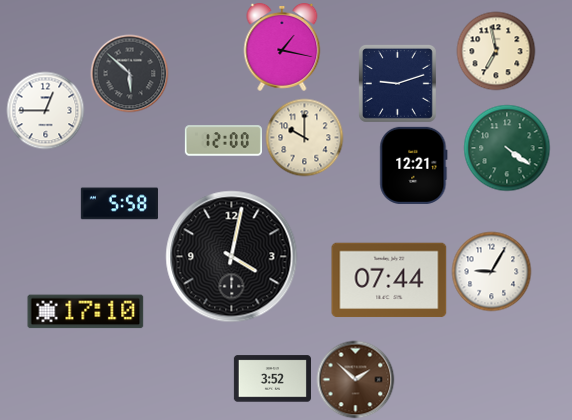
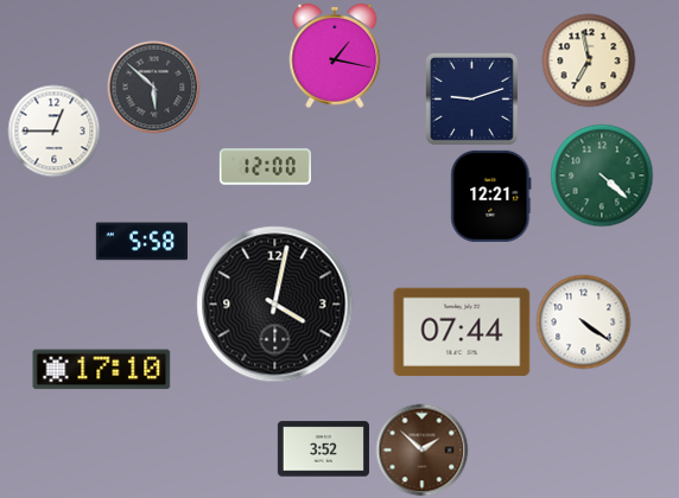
clock at (304, 137): 10:00 -> none
clock at (507, 148): 4:21 -> 4:22
clock at (491, 271): 9:05 -> 4:21
